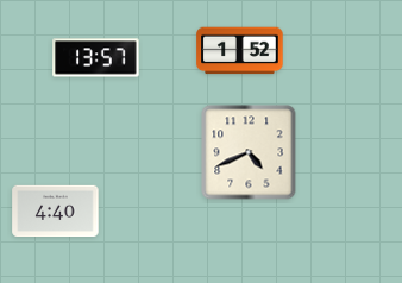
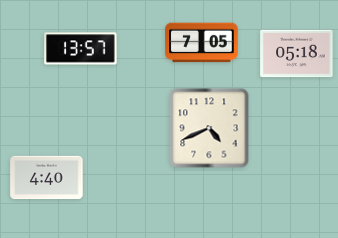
clock at (240, 51): 1:52 -> 7:05
clock at (297, 54): none -> 05:18
